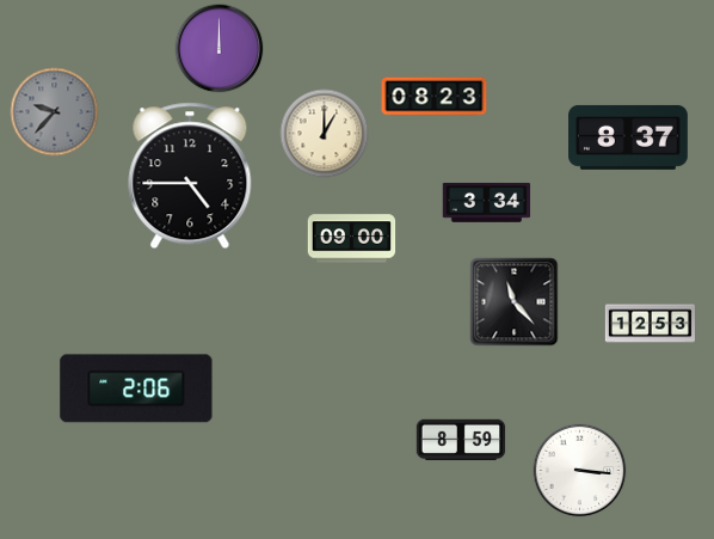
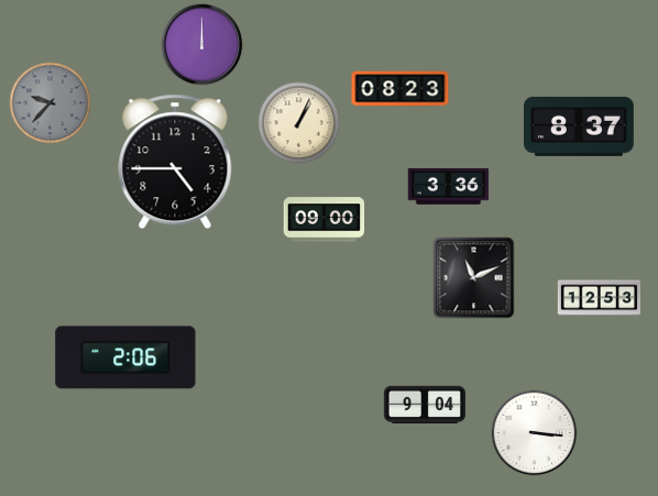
clock at (325, 134): 1:00 -> 1:04
clock at (487, 202): 3:34 -> 3:36
clock at (515, 302): 11:23 -> 11:11
clock at (461, 440): 8:59 -> 9:04
